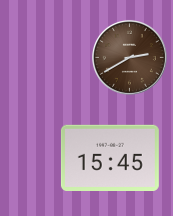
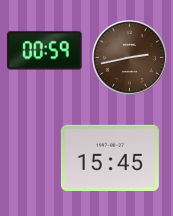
clock at (45, 51): none -> 00:59
clock at (129, 57): 2:40 -> 2:43
